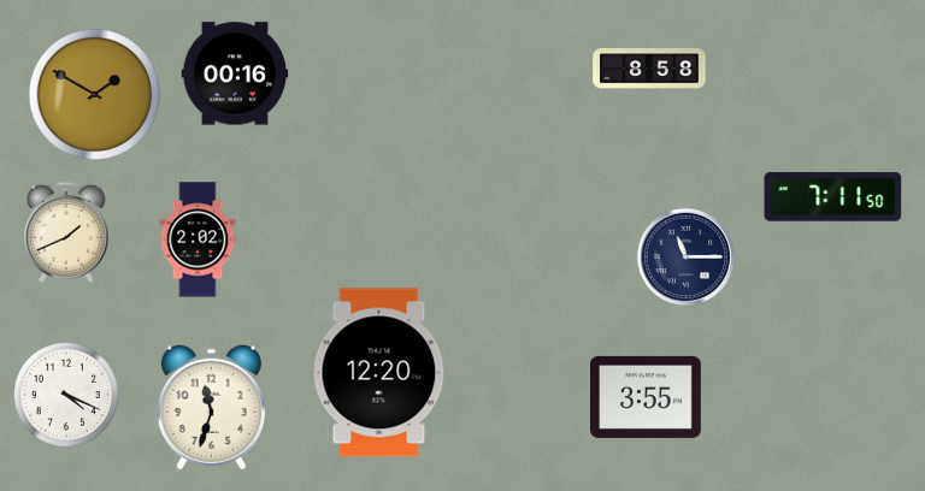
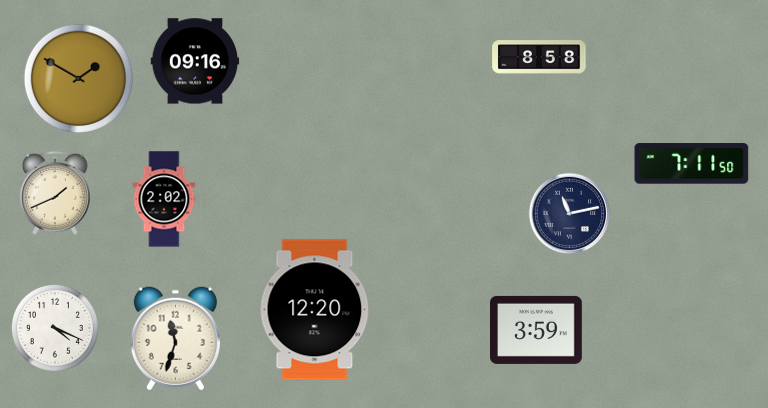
clock at (235, 73): 00:16 -> 09:16
clock at (687, 258): 11:15 -> 11:13
clock at (647, 397): 3:55 -> 3:59
